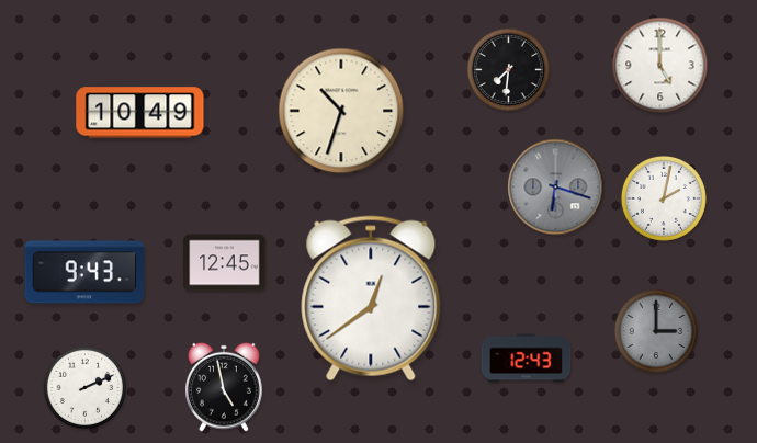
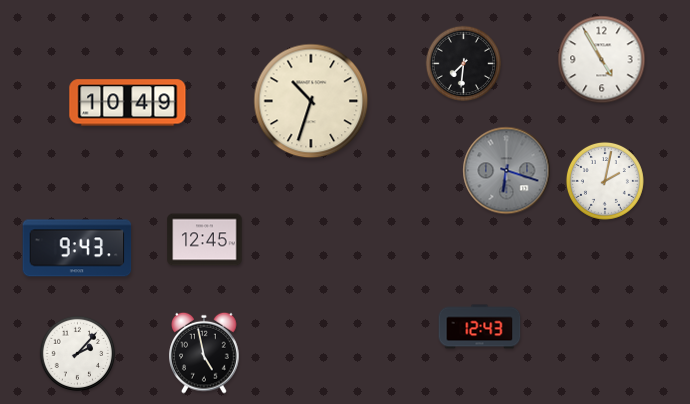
clock at (660, 66): 5:00 -> 4:55
clock at (371, 298): 12:39 -> none
clock at (655, 330): 3:00 -> none
clock at (86, 388): 2:11 -> 2:07
